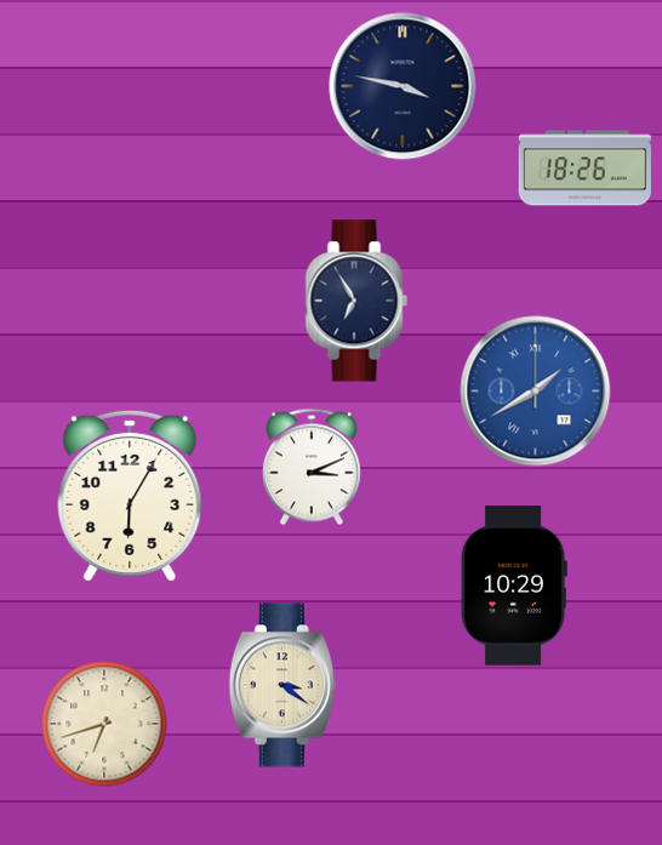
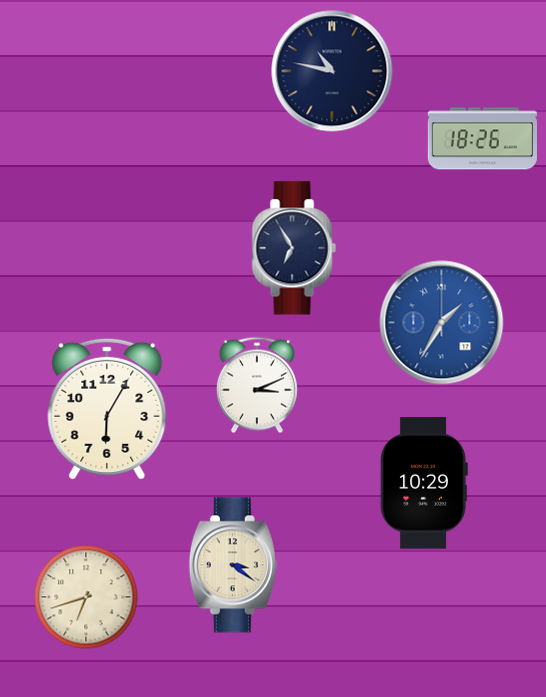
clock at (403, 86): 3:47 -> 10:47
clock at (536, 392): 1:40 -> 1:35
